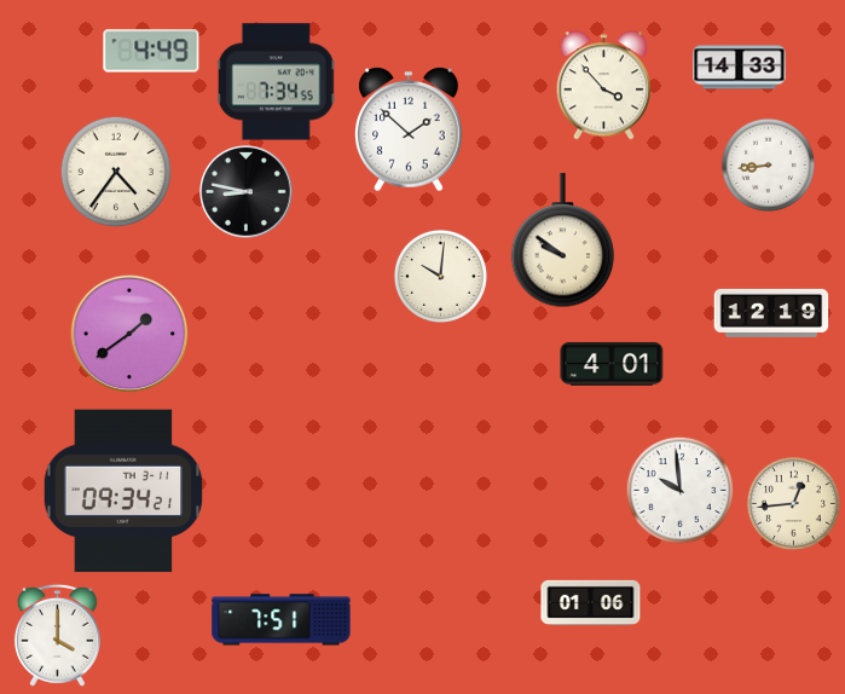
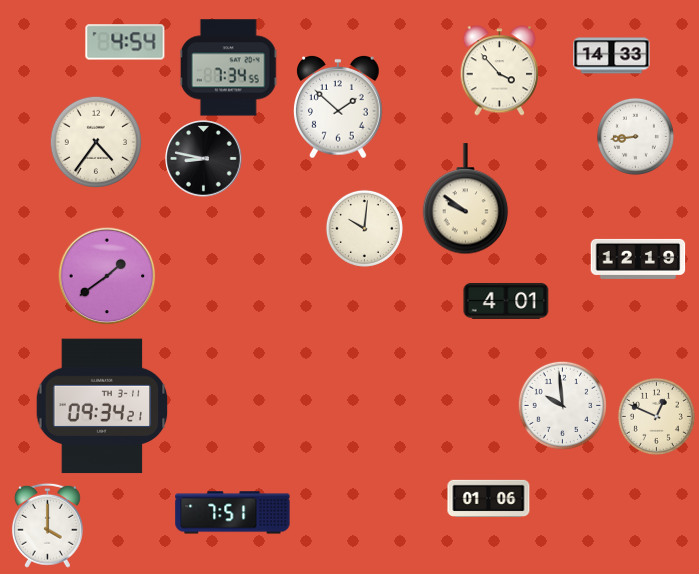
clock at (151, 51): 4:49 -> 4:54
clock at (793, 503): 12:44 -> 12:49
